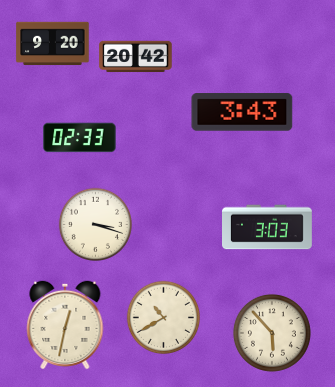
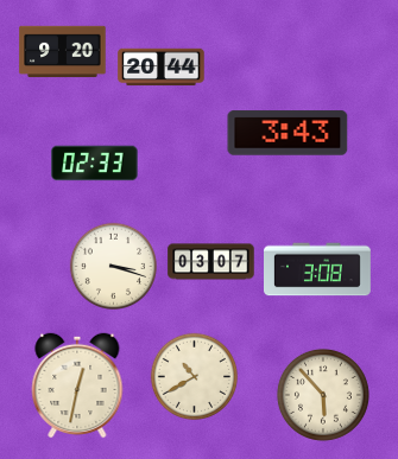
clock at (136, 57): 20:42 -> 20:44
clock at (211, 262): none -> 03:07
clock at (268, 227): 3:03 -> 3:08
